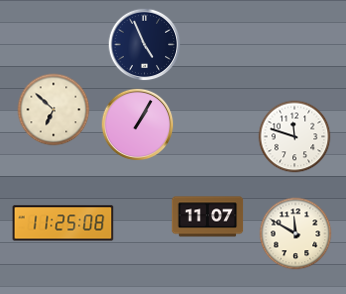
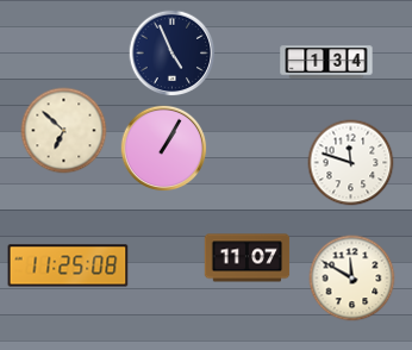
clock at (326, 62): none -> 1:34
clock at (63, 223) position: (63, 223) -> (68, 265)
